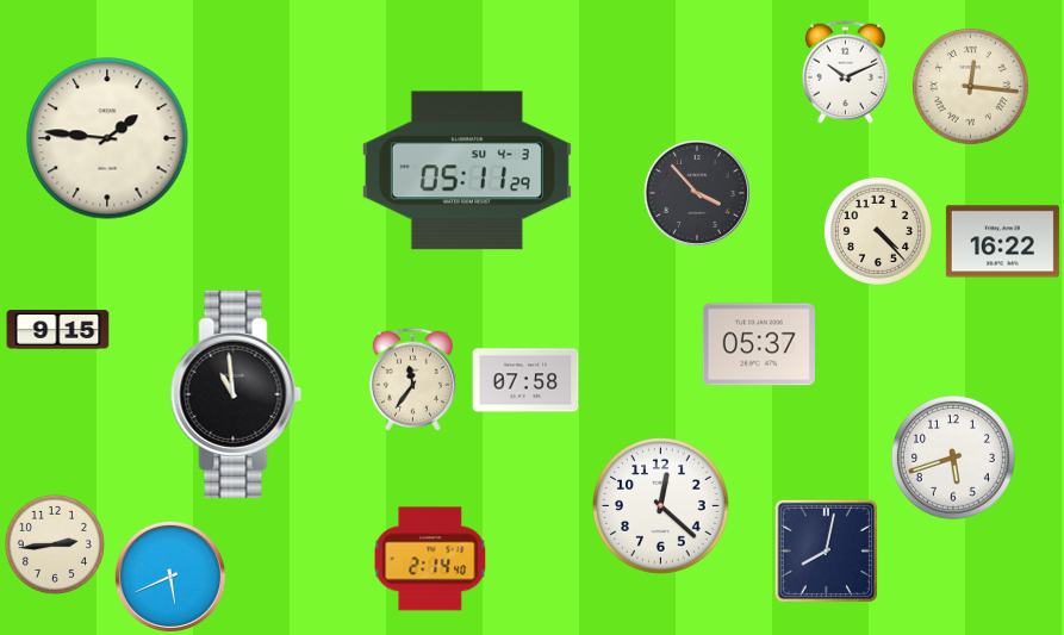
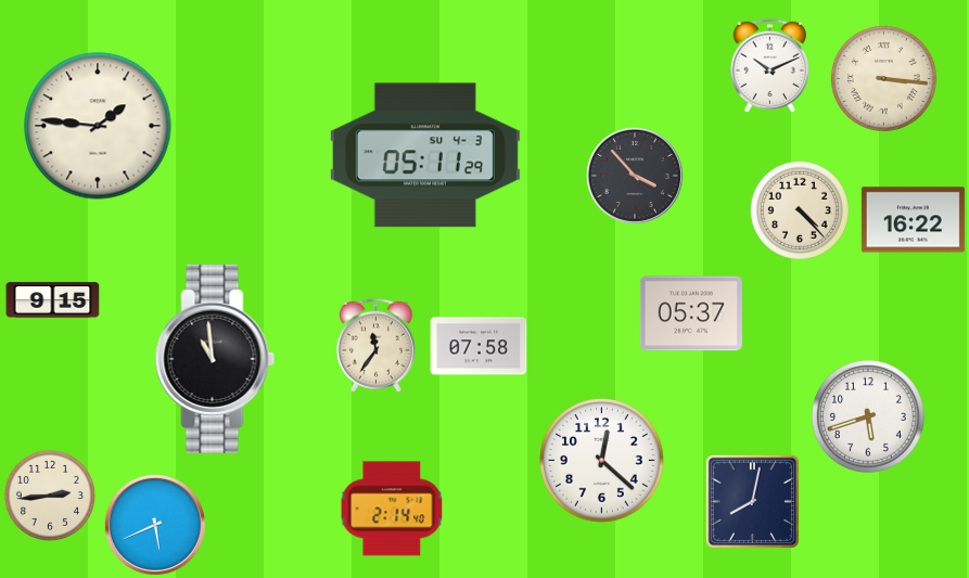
clock at (970, 86): 12:16 -> 3:16
